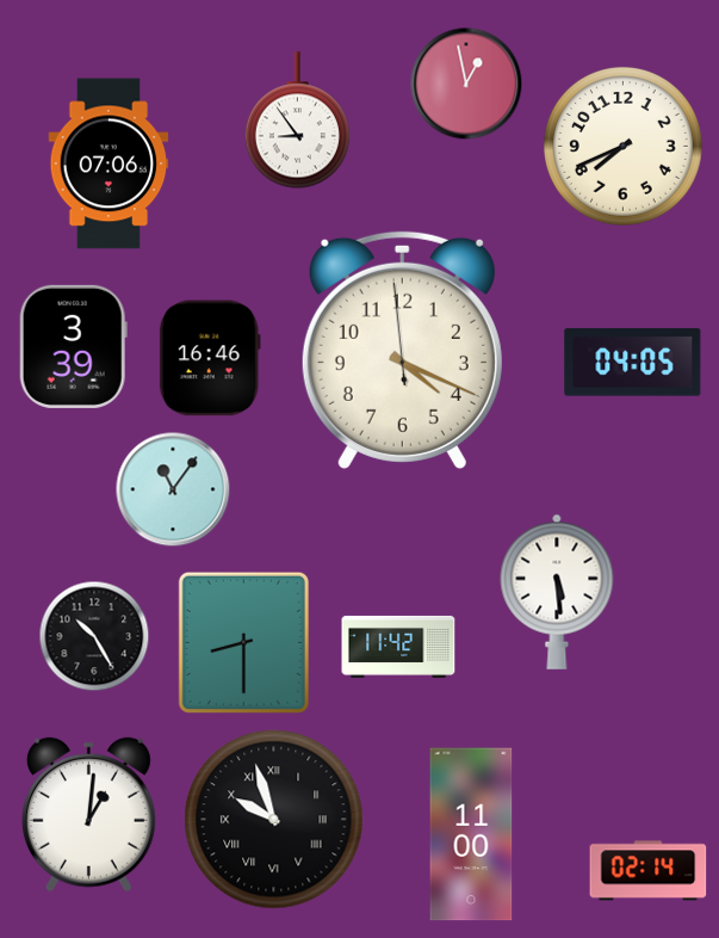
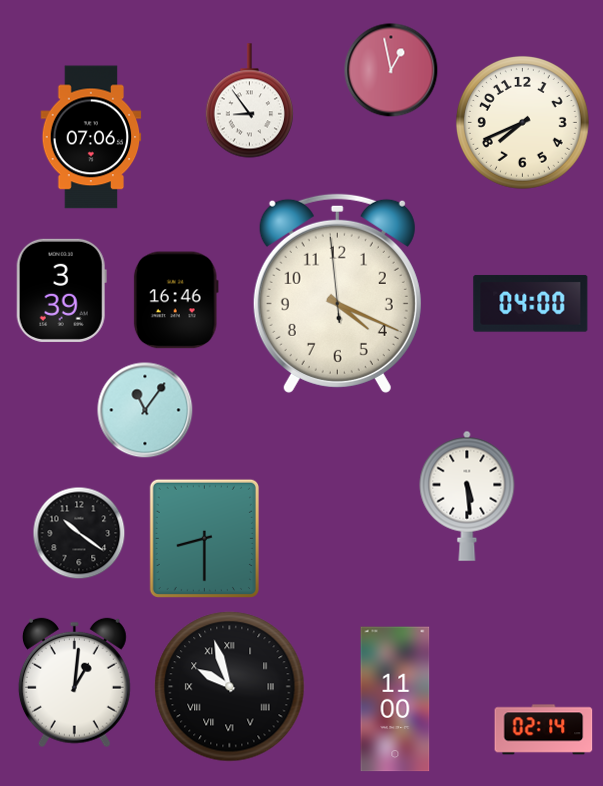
clock at (633, 362): 04:05 -> 04:00
clock at (94, 636): 10:25 -> 10:21
clock at (398, 647): 11:42 -> none
